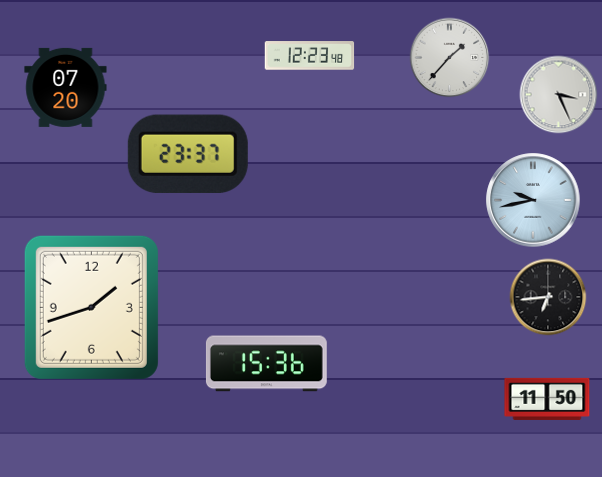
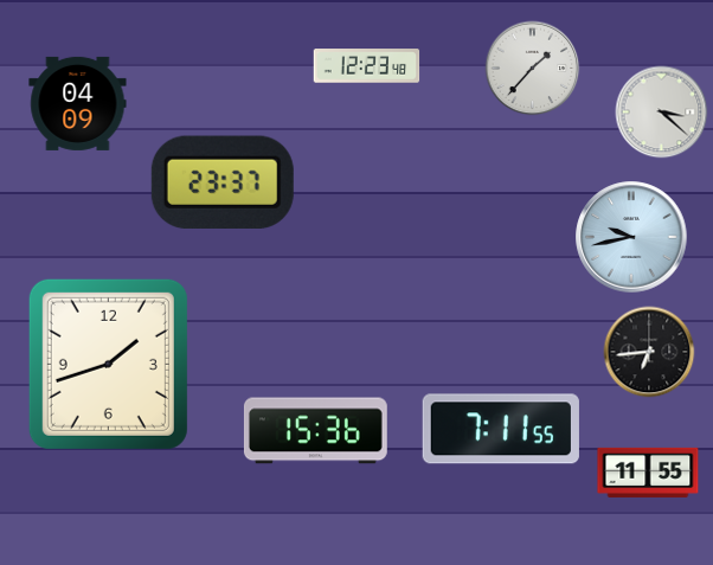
clock at (66, 87): 07:20 -> 04:09
clock at (559, 95): 3:26 -> 3:22
clock at (501, 429): none -> 7:11
clock at (547, 399): 11:50 -> 11:55
